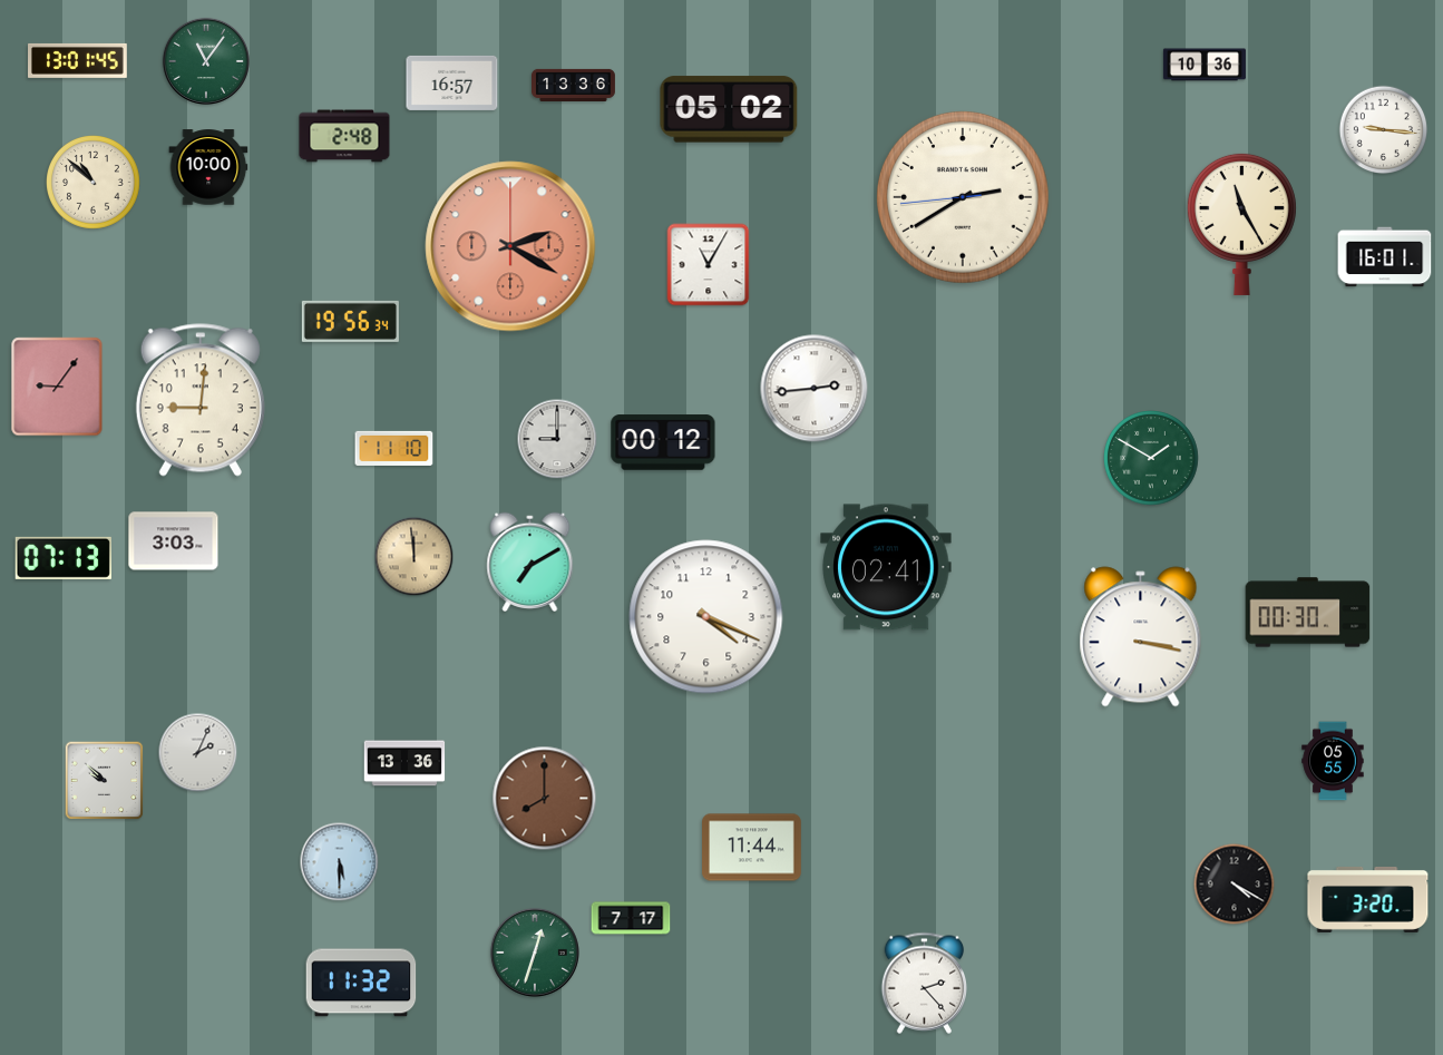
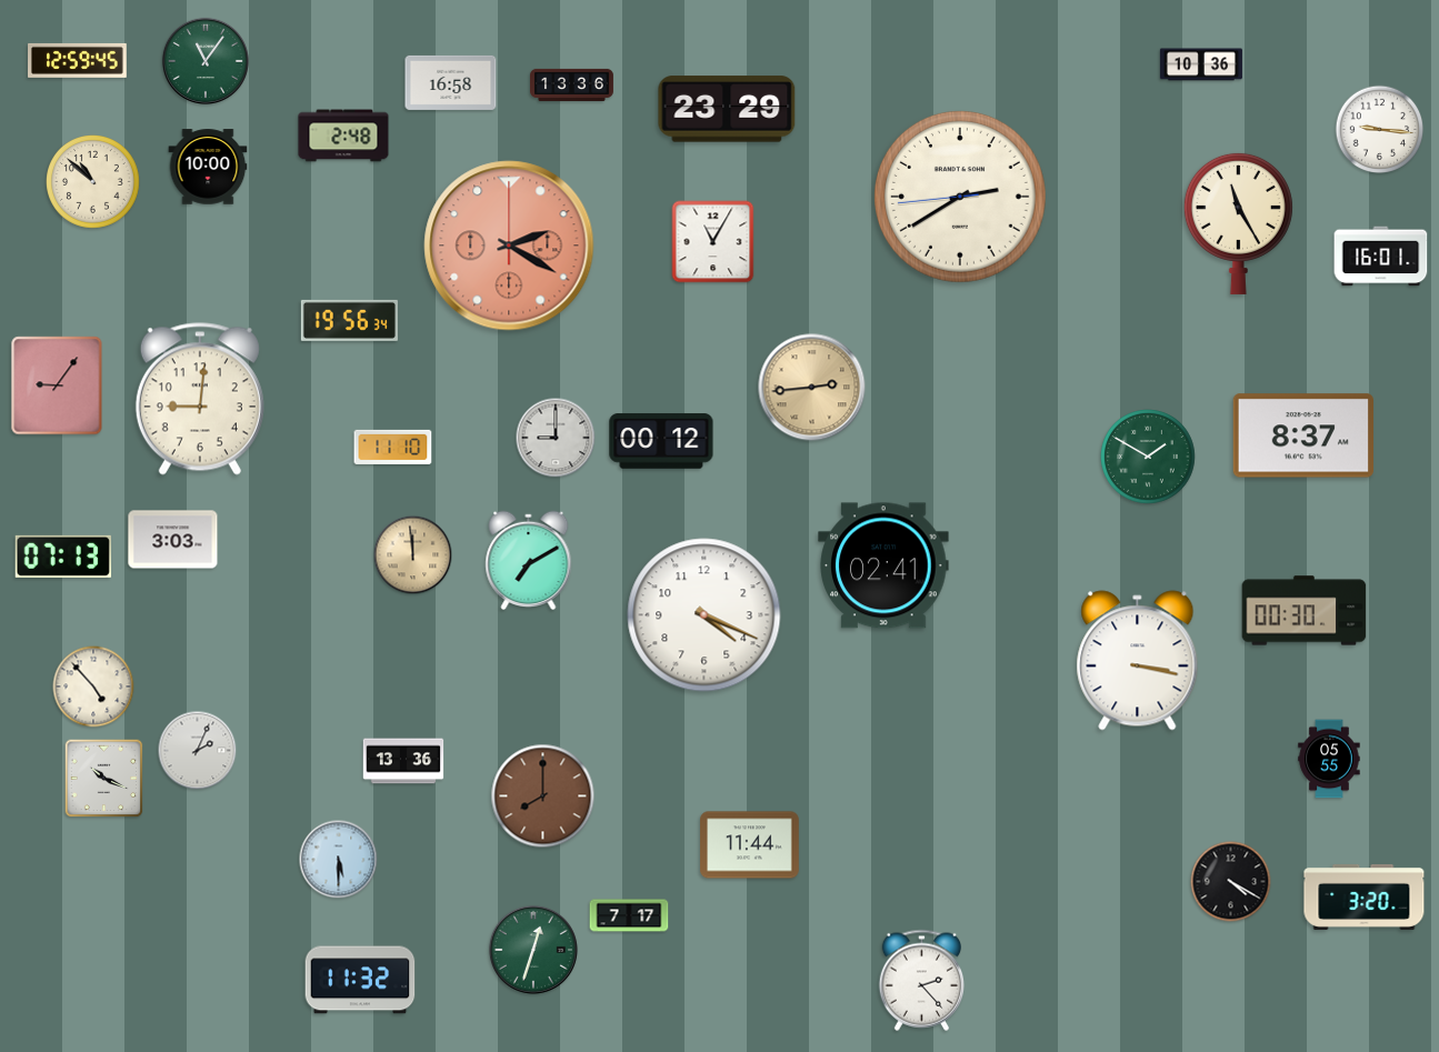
clock at (78, 60): 13:01 -> 12:59
clock at (452, 82): 16:57 -> 16:58
clock at (729, 109): 05:02 -> 23:29
clock at (709, 265) position: (709, 265) -> (713, 242)
clock at (815, 389) dial: white -> champagne
clock at (1302, 435): none -> 8:37
clock at (1141, 637) position: (1141, 637) -> (1138, 661)
clock at (93, 687): none -> 4:53
clock at (105, 781): 9:52 -> 10:19
